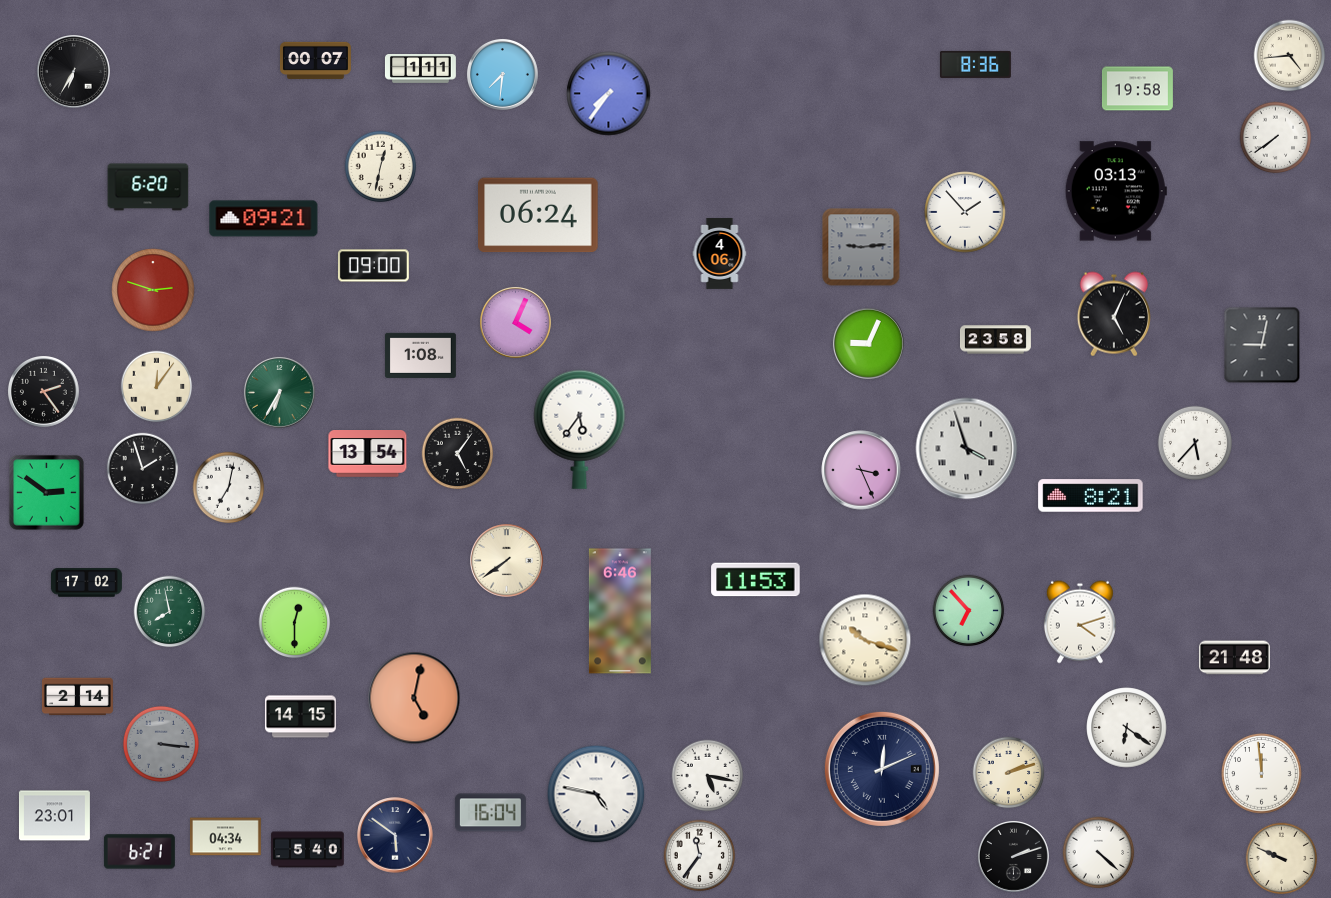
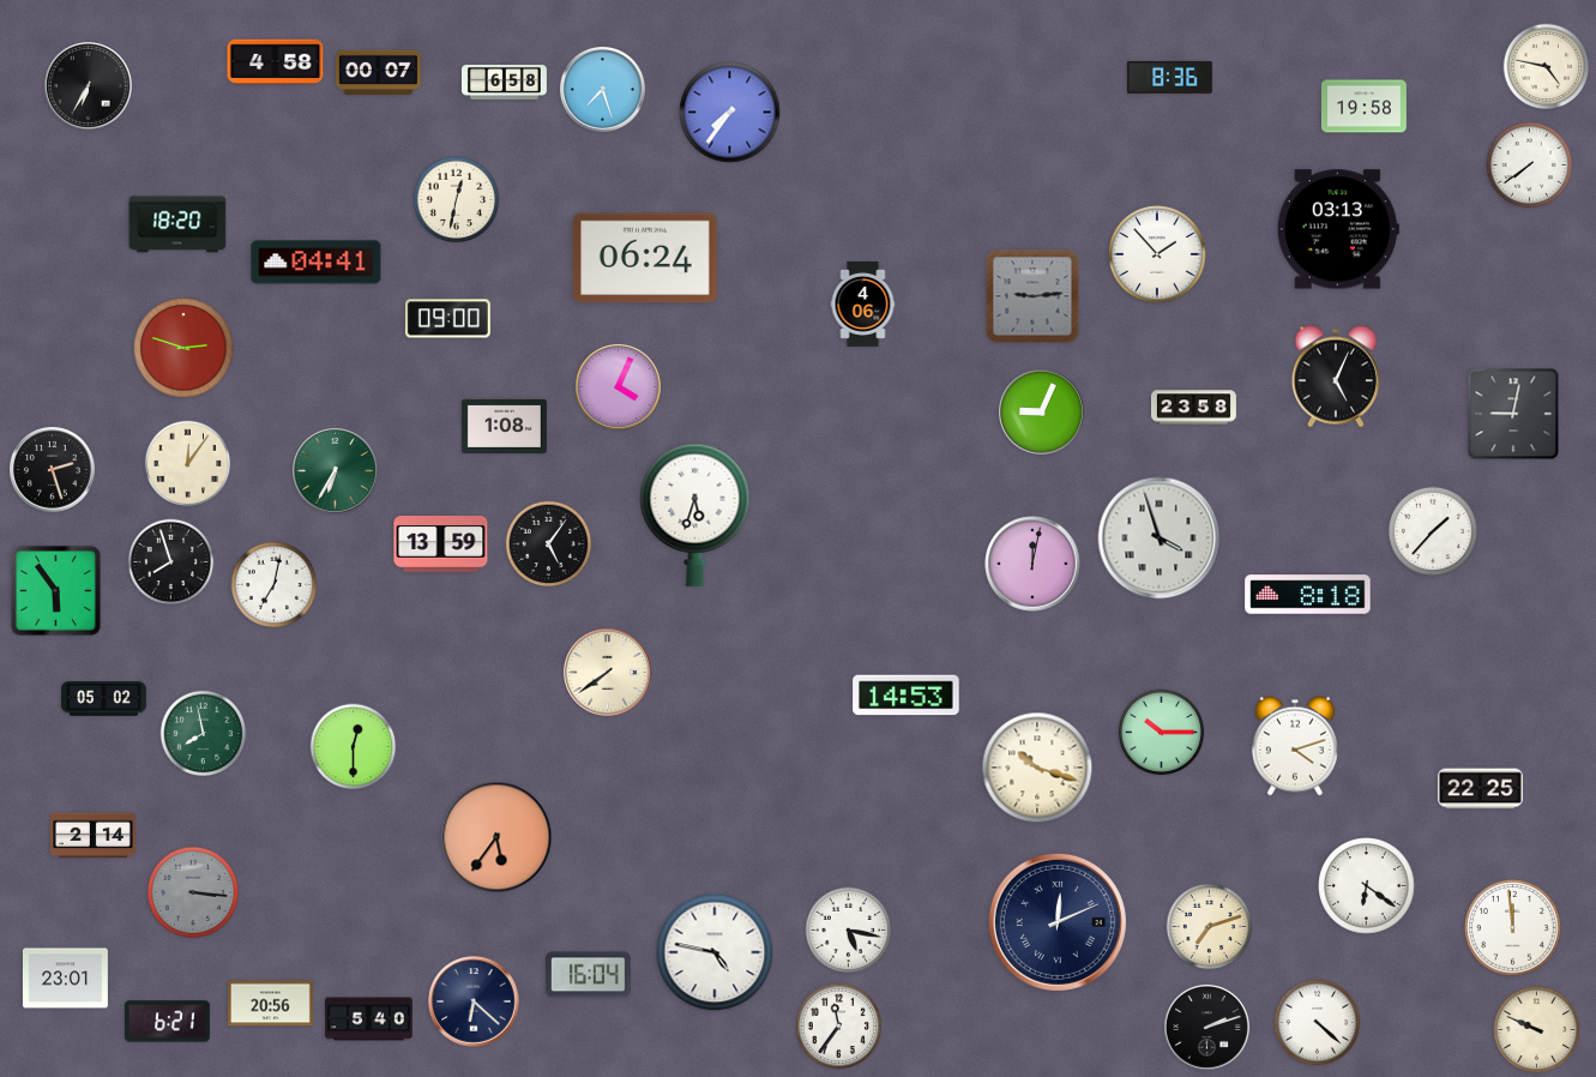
clock at (276, 62): none -> 4:58
clock at (1290, 56): 4:44 -> 4:47
clock at (420, 69): 1:11 -> 6:58
clock at (502, 74): 7:31 -> 7:27
clock at (148, 187): 6:20 -> 18:20
clock at (264, 219): 09:21 -> 04:41
clock at (43, 391): 2:24 -> 2:27
clock at (580, 429): 5:36 -> 5:33
clock at (1194, 442): 5:37 -> 1:37
clock at (368, 454): 13:54 -> 13:59
clock at (143, 469): 1:57 -> 7:57
clock at (861, 470): 3:26 -> 12:02
clock at (46, 492): 2:51 -> 5:54
clock at (1091, 496): 8:21 -> 8:18
clock at (756, 580): 11:53 -> 14:53
clock at (86, 583): 17:02 -> 05:02
clock at (620, 611): 6:46 -> none
clock at (969, 611): 6:53 -> 10:15
clock at (1234, 658): 21:48 -> 22:25
clock at (414, 698): 5:02 -> 5:36
clock at (300, 717): 14:15 -> none
clock at (1127, 728) position: (1127, 728) -> (1367, 886)
clock at (1009, 773): 2:12 -> 7:12
clock at (395, 835): 5:51 -> 6:22
clock at (225, 837): 04:34 -> 20:56
clock at (1013, 856) position: (1013, 856) -> (1206, 1027)
